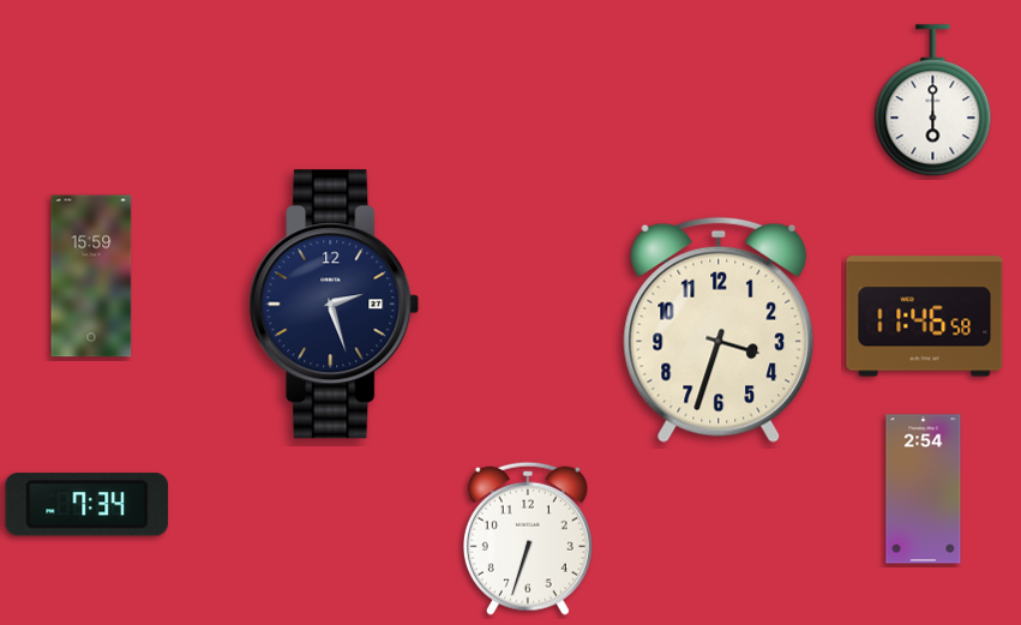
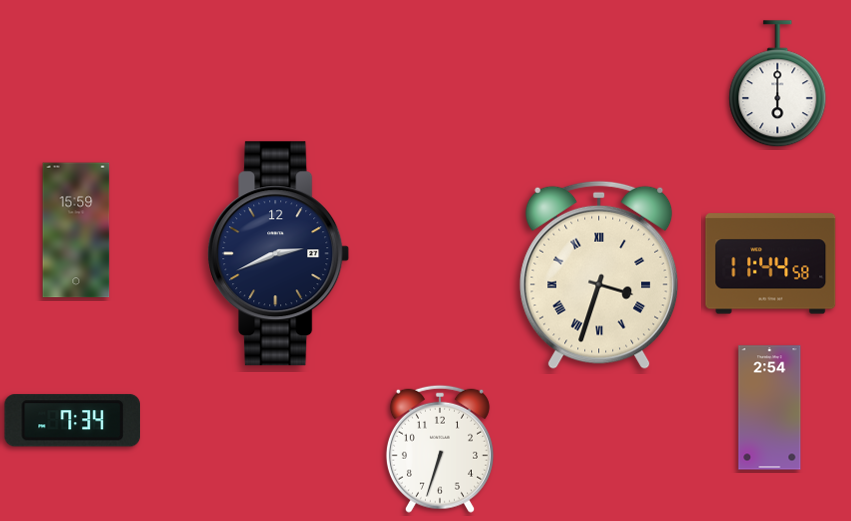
clock at (335, 305): 2:27 -> 2:41
clock at (925, 317): 11:46 -> 11:44
clock at (719, 330) numerals: Arabic -> Roman
